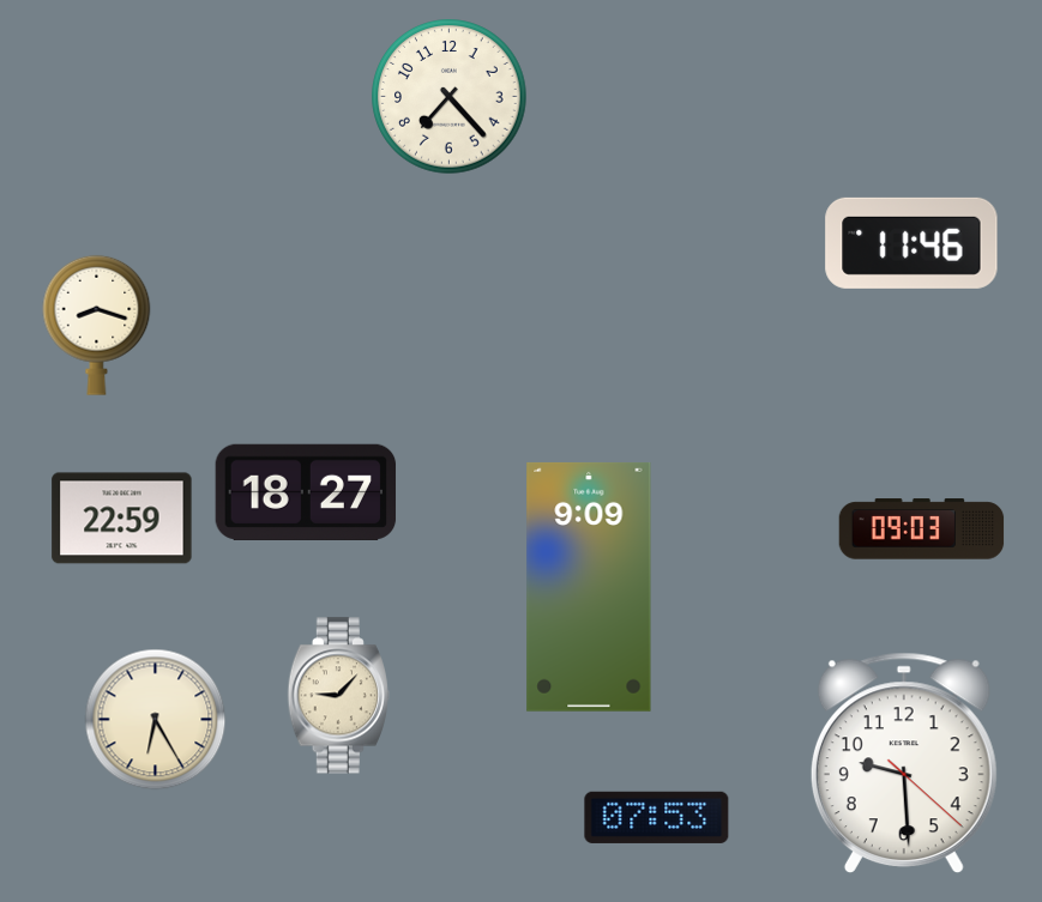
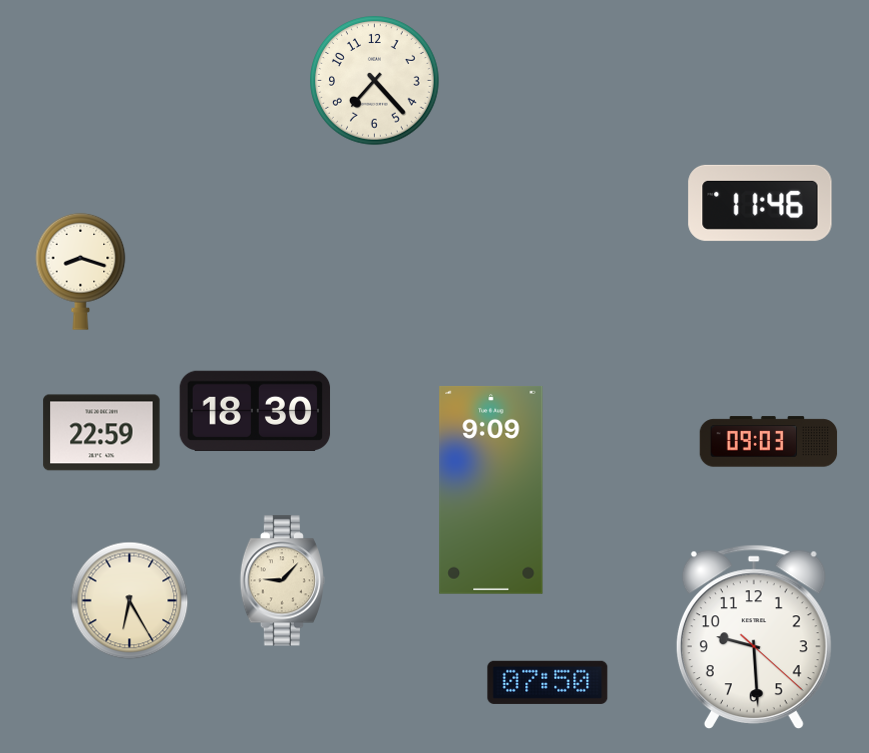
clock at (306, 492): 18:27 -> 18:30
clock at (657, 817): 07:53 -> 07:50
